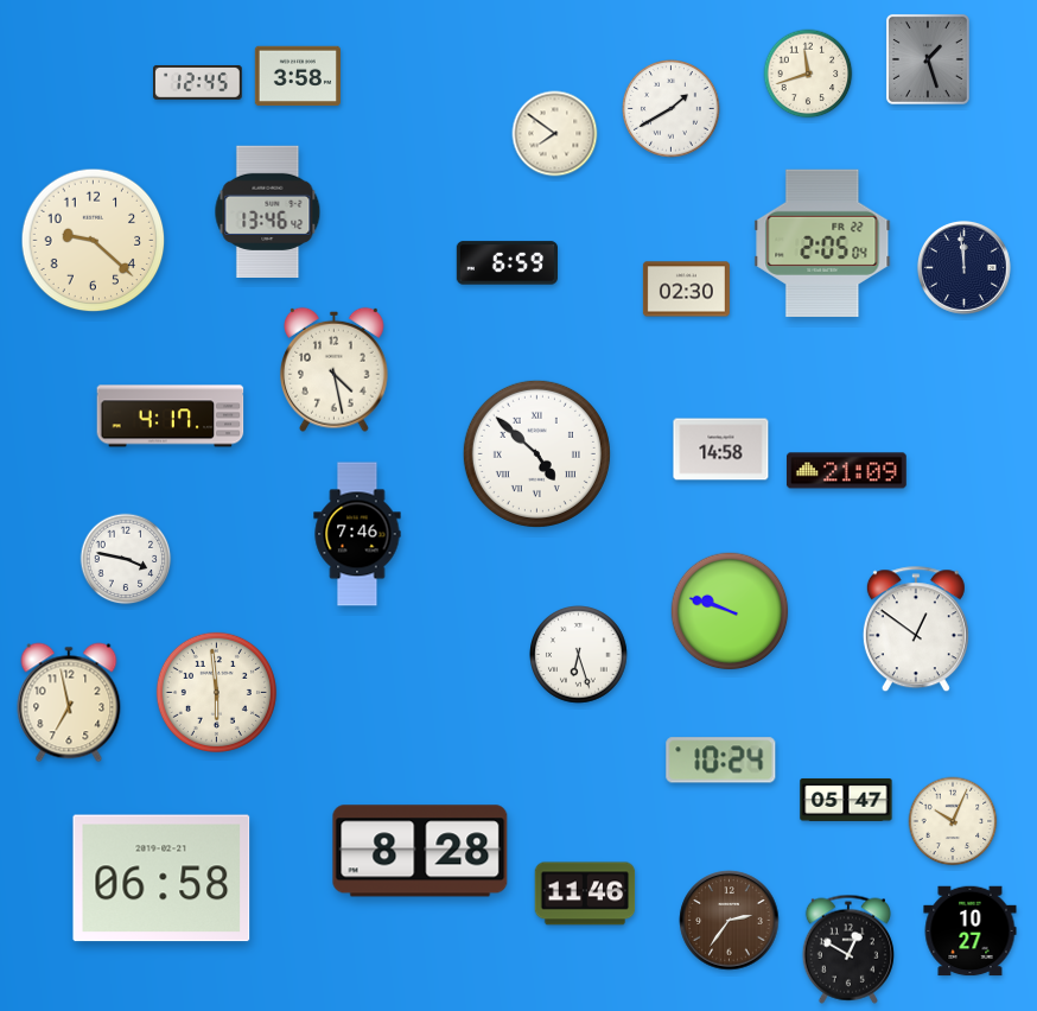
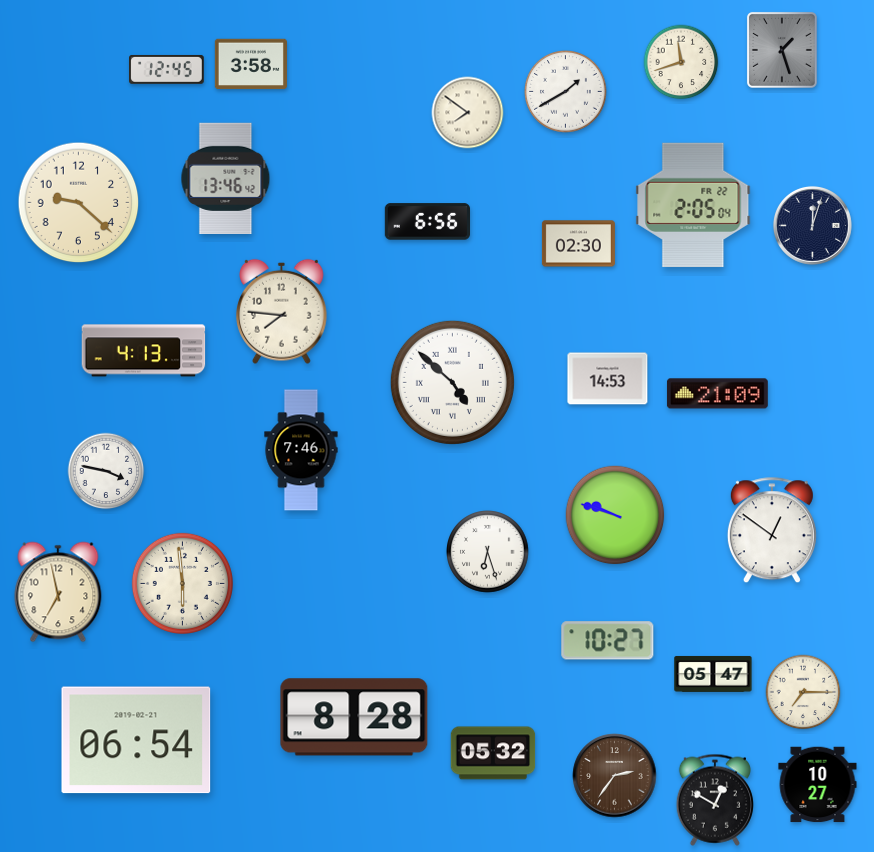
clock at (507, 263): 6:59 -> 6:56
clock at (963, 267): 11:59 -> 12:03
clock at (335, 369): 4:28 -> 7:46
clock at (171, 417): 4:17 -> 4:13
clock at (721, 450): 14:58 -> 14:53
clock at (846, 471) position: (846, 471) -> (717, 394)
clock at (721, 761): 10:24 -> 10:27
clock at (953, 821): 10:04 -> 7:15
clock at (161, 878): 06:58 -> 06:54
clock at (585, 894): 11:46 -> 05:32
